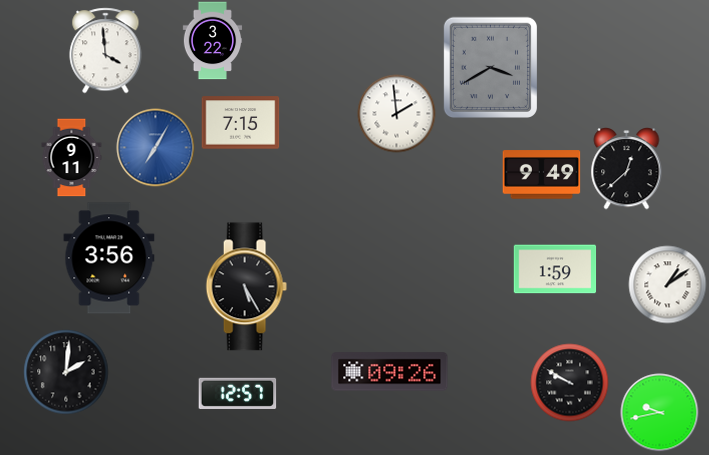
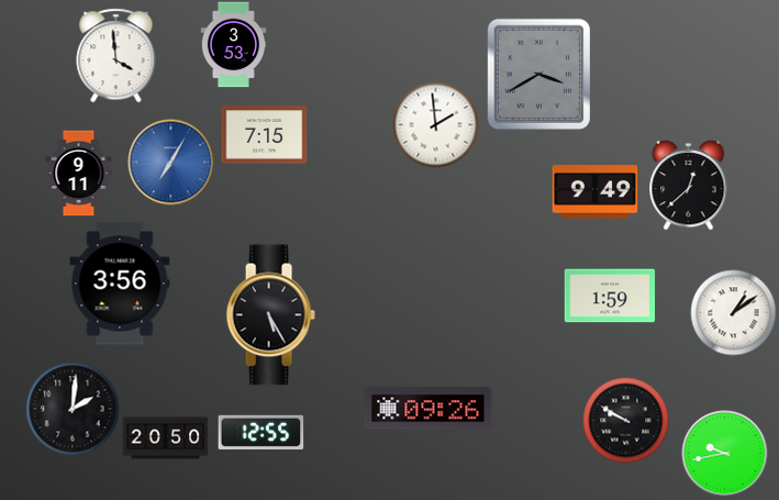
clock at (213, 40): 3:22 -> 3:53
clock at (237, 393): 12:57 -> 12:55
clock at (165, 438): none -> 20:50
